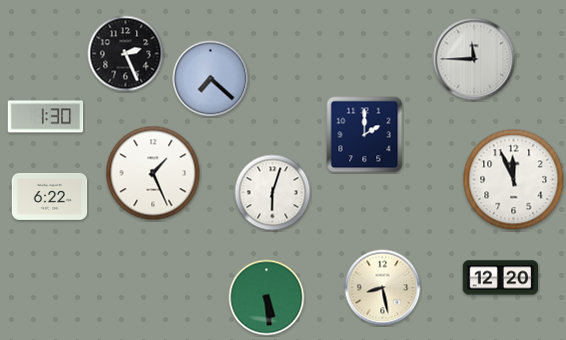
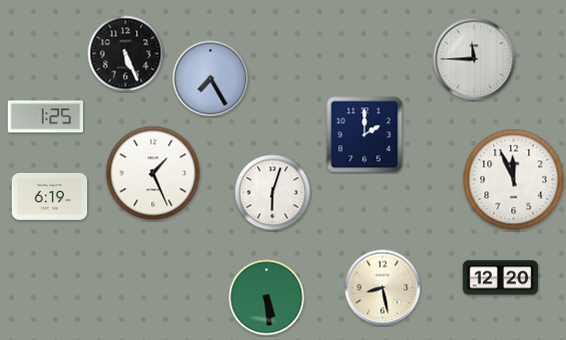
clock at (126, 54): 2:26 -> 5:26
clock at (211, 79): 7:22 -> 7:25
clock at (46, 117): 1:30 -> 1:25
clock at (50, 196): 6:22 -> 6:19
